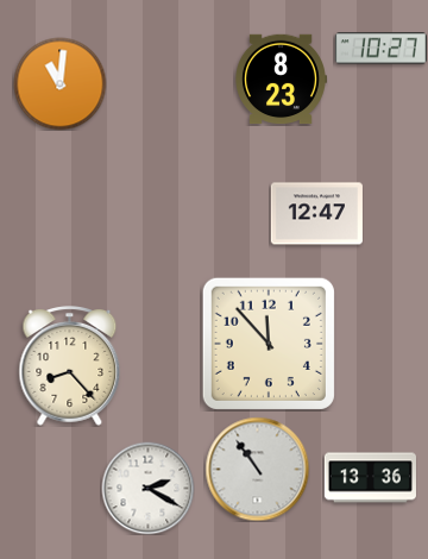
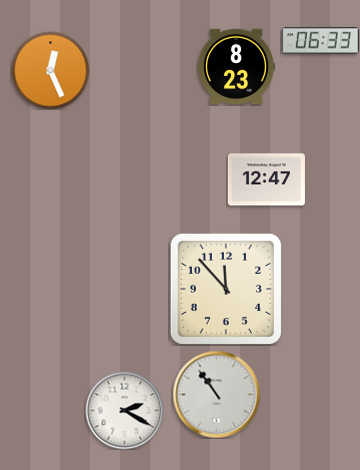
clock at (380, 49): 10:27 -> 06:33
clock at (59, 83): 11:01 -> 12:26
clock at (70, 366): 8:23 -> none
clock at (370, 478): 13:36 -> none
